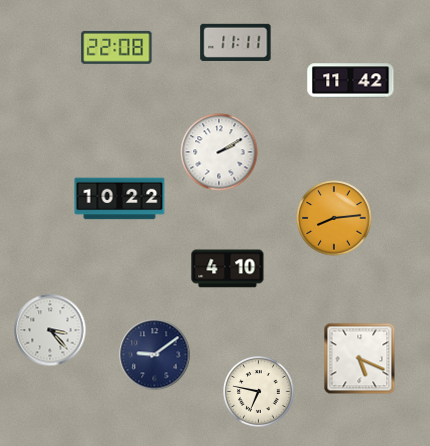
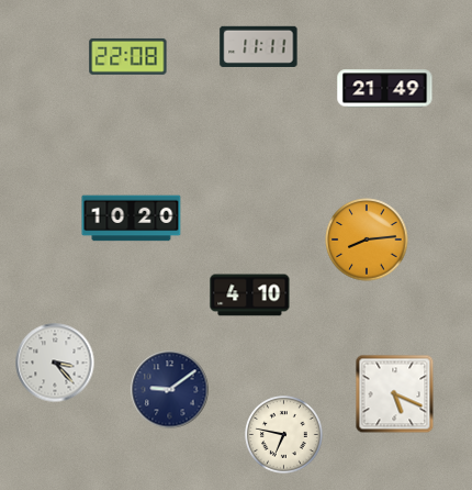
clock at (117, 47) position: (117, 47) -> (128, 56)
clock at (351, 81): 11:42 -> 21:49
clock at (219, 152): 2:10 -> none
clock at (120, 199): 10:22 -> 10:20
clock at (259, 392) position: (259, 392) -> (284, 435)
